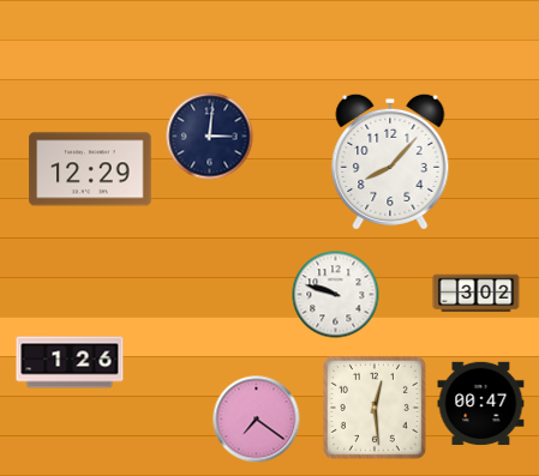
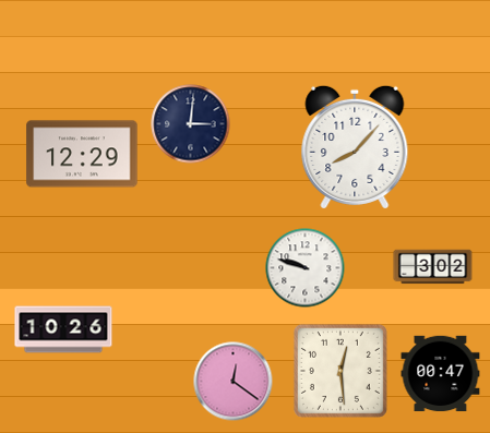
clock at (70, 362): 1:26 -> 10:26
clock at (481, 404) position: (481, 404) -> (441, 374)
clock at (257, 420): 7:21 -> 12:21
